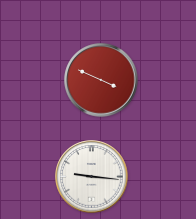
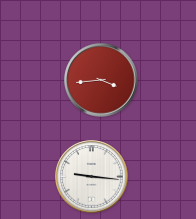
clock at (101, 80): 3:49 -> 3:44
